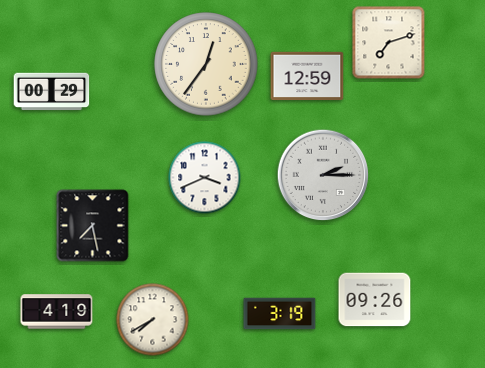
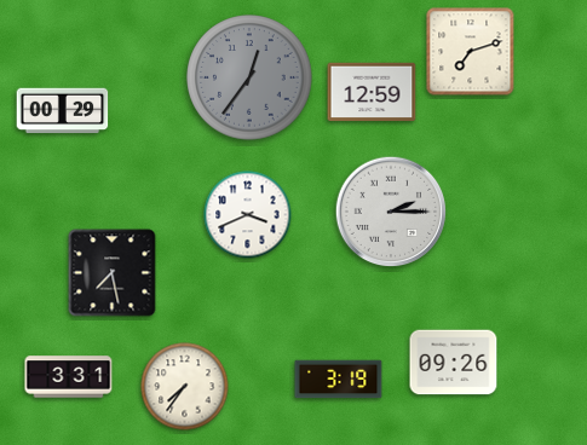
clock at (206, 64) dial: cream -> grey
clock at (57, 312): 4:19 -> 3:31
clock at (153, 320): 7:40 -> 7:36
